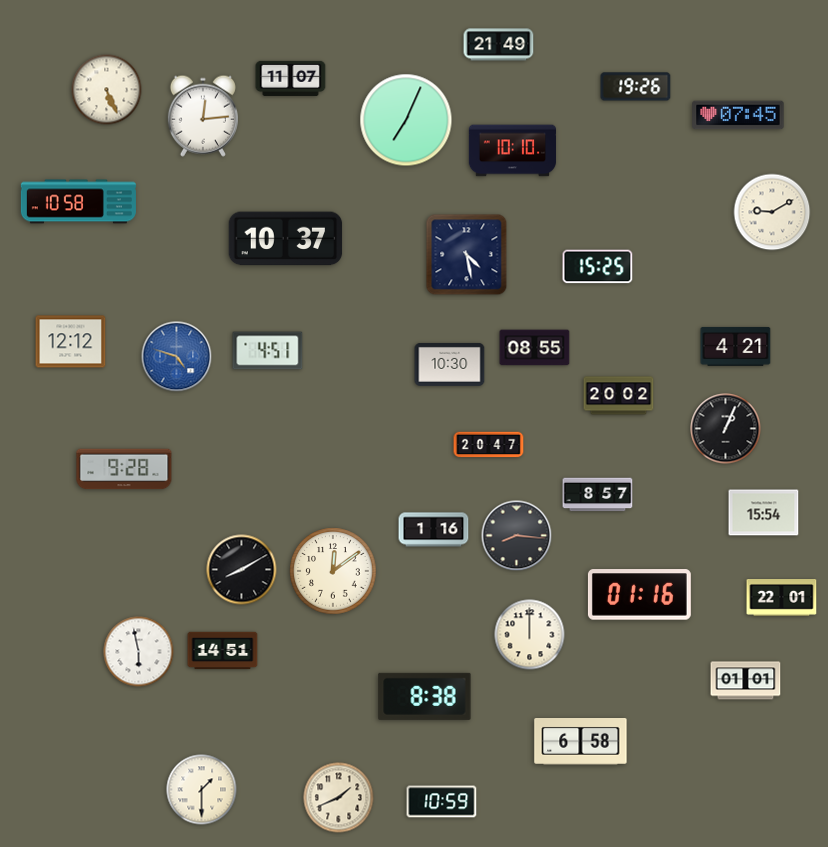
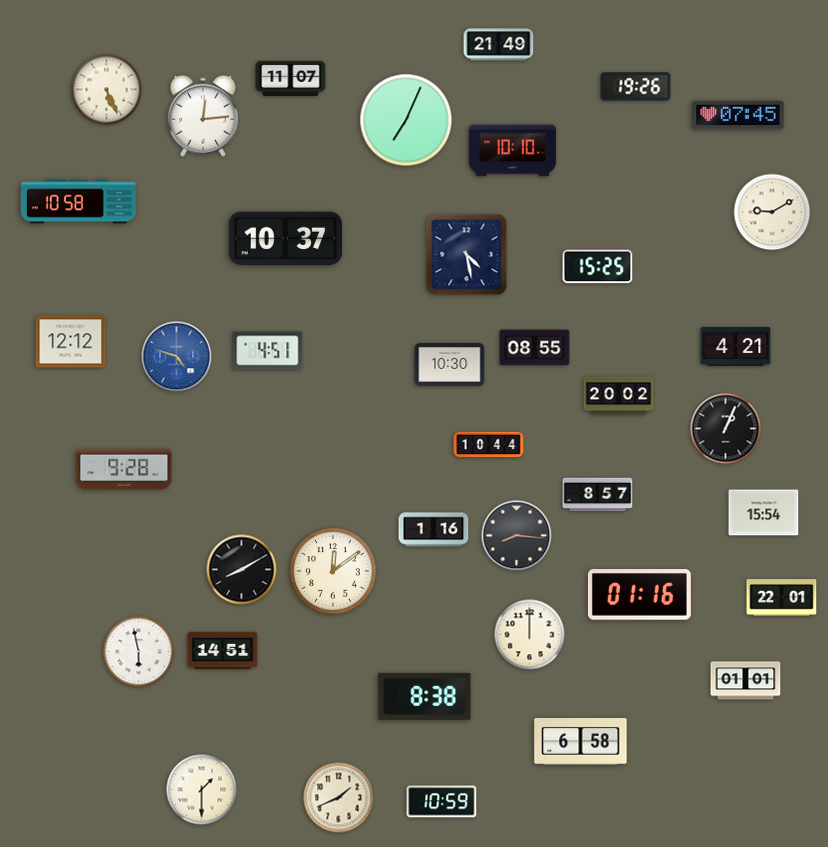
clock at (489, 445): 20:47 -> 10:44
